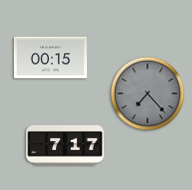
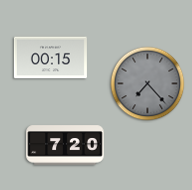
clock at (148, 94) position: (148, 94) -> (148, 84)
clock at (65, 145): 7:17 -> 7:20
